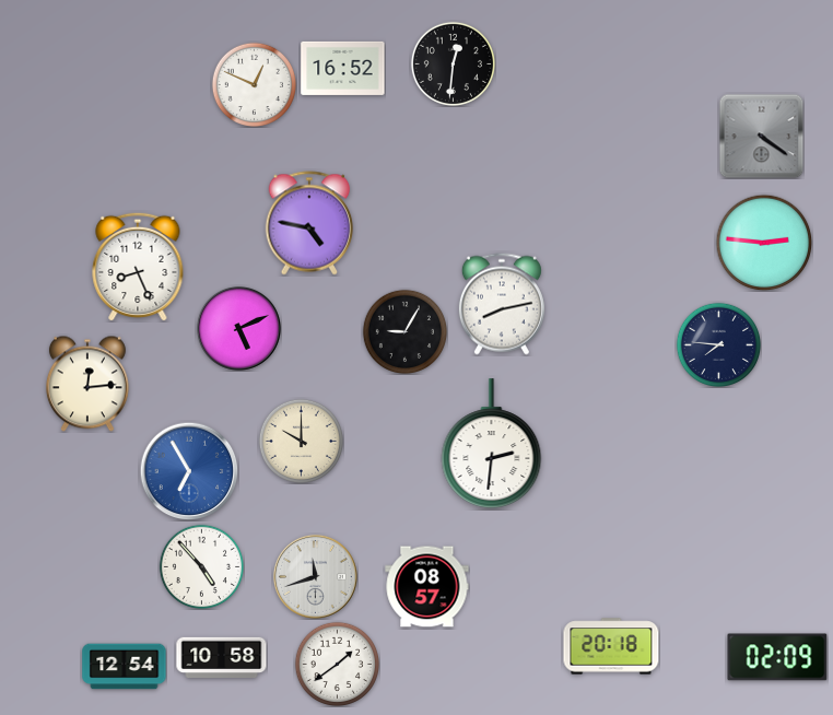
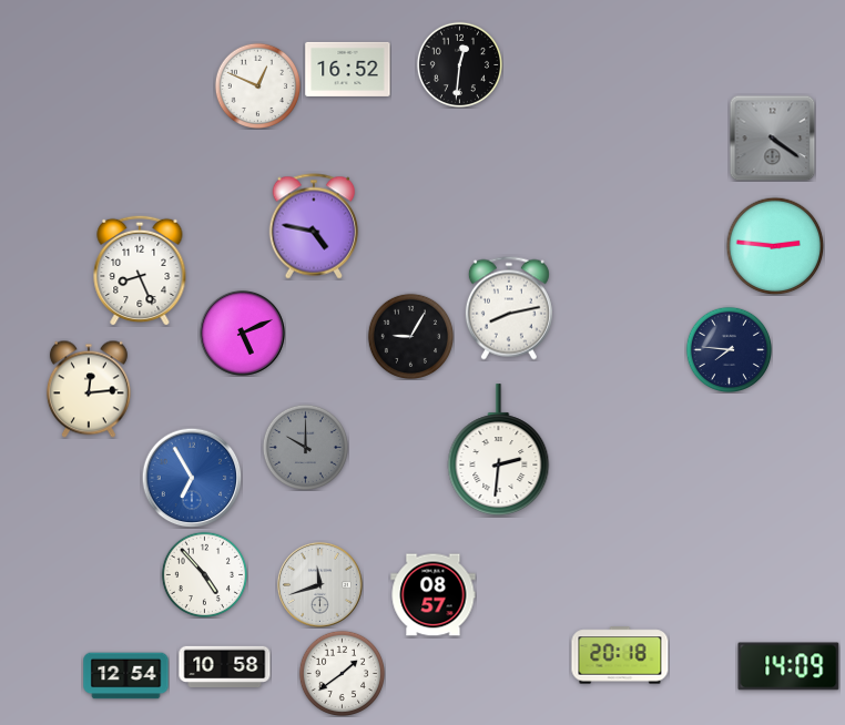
clock at (301, 441) dial: cream -> grey
clock at (777, 657): 02:09 -> 14:09
